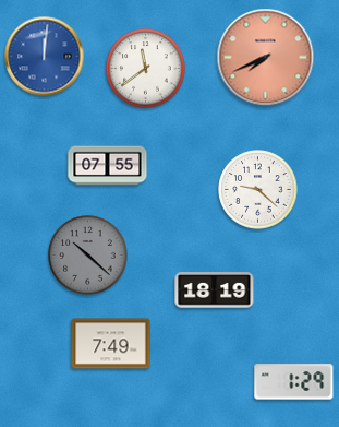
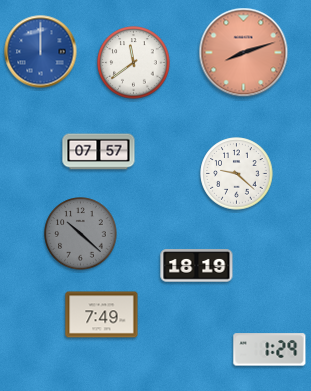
clock at (45, 57): 12:01 -> 12:00
clock at (266, 58): 7:41 -> 8:12
clock at (108, 166): 07:55 -> 07:57
